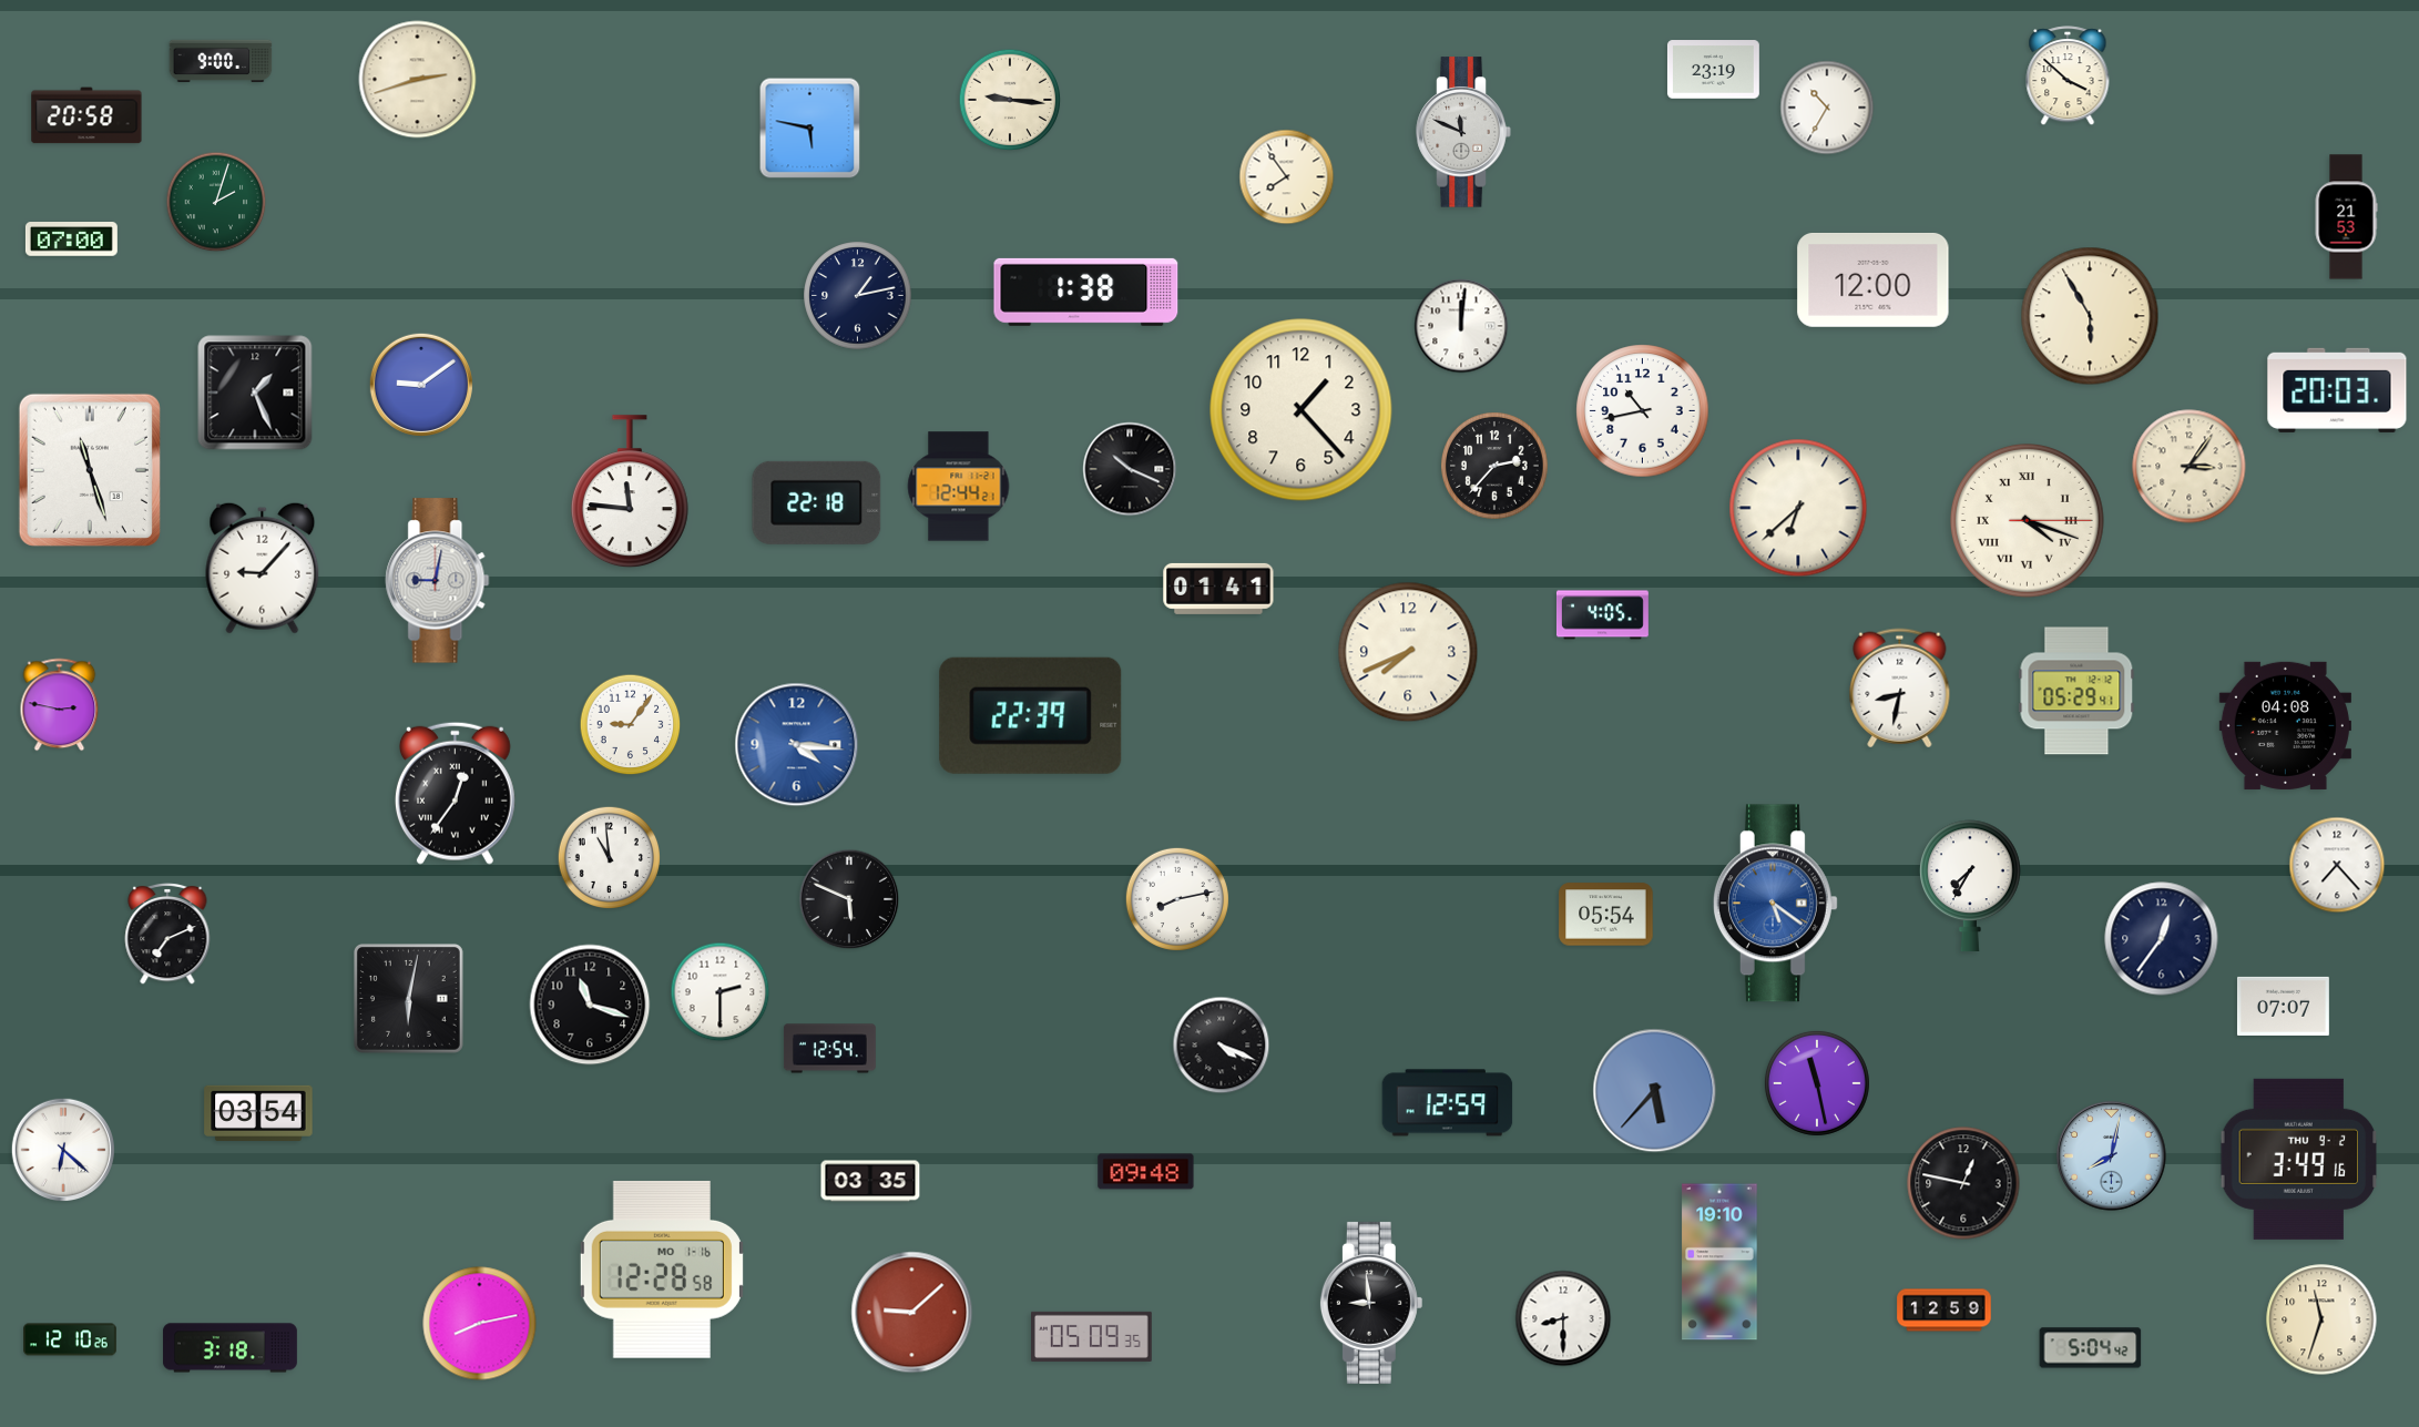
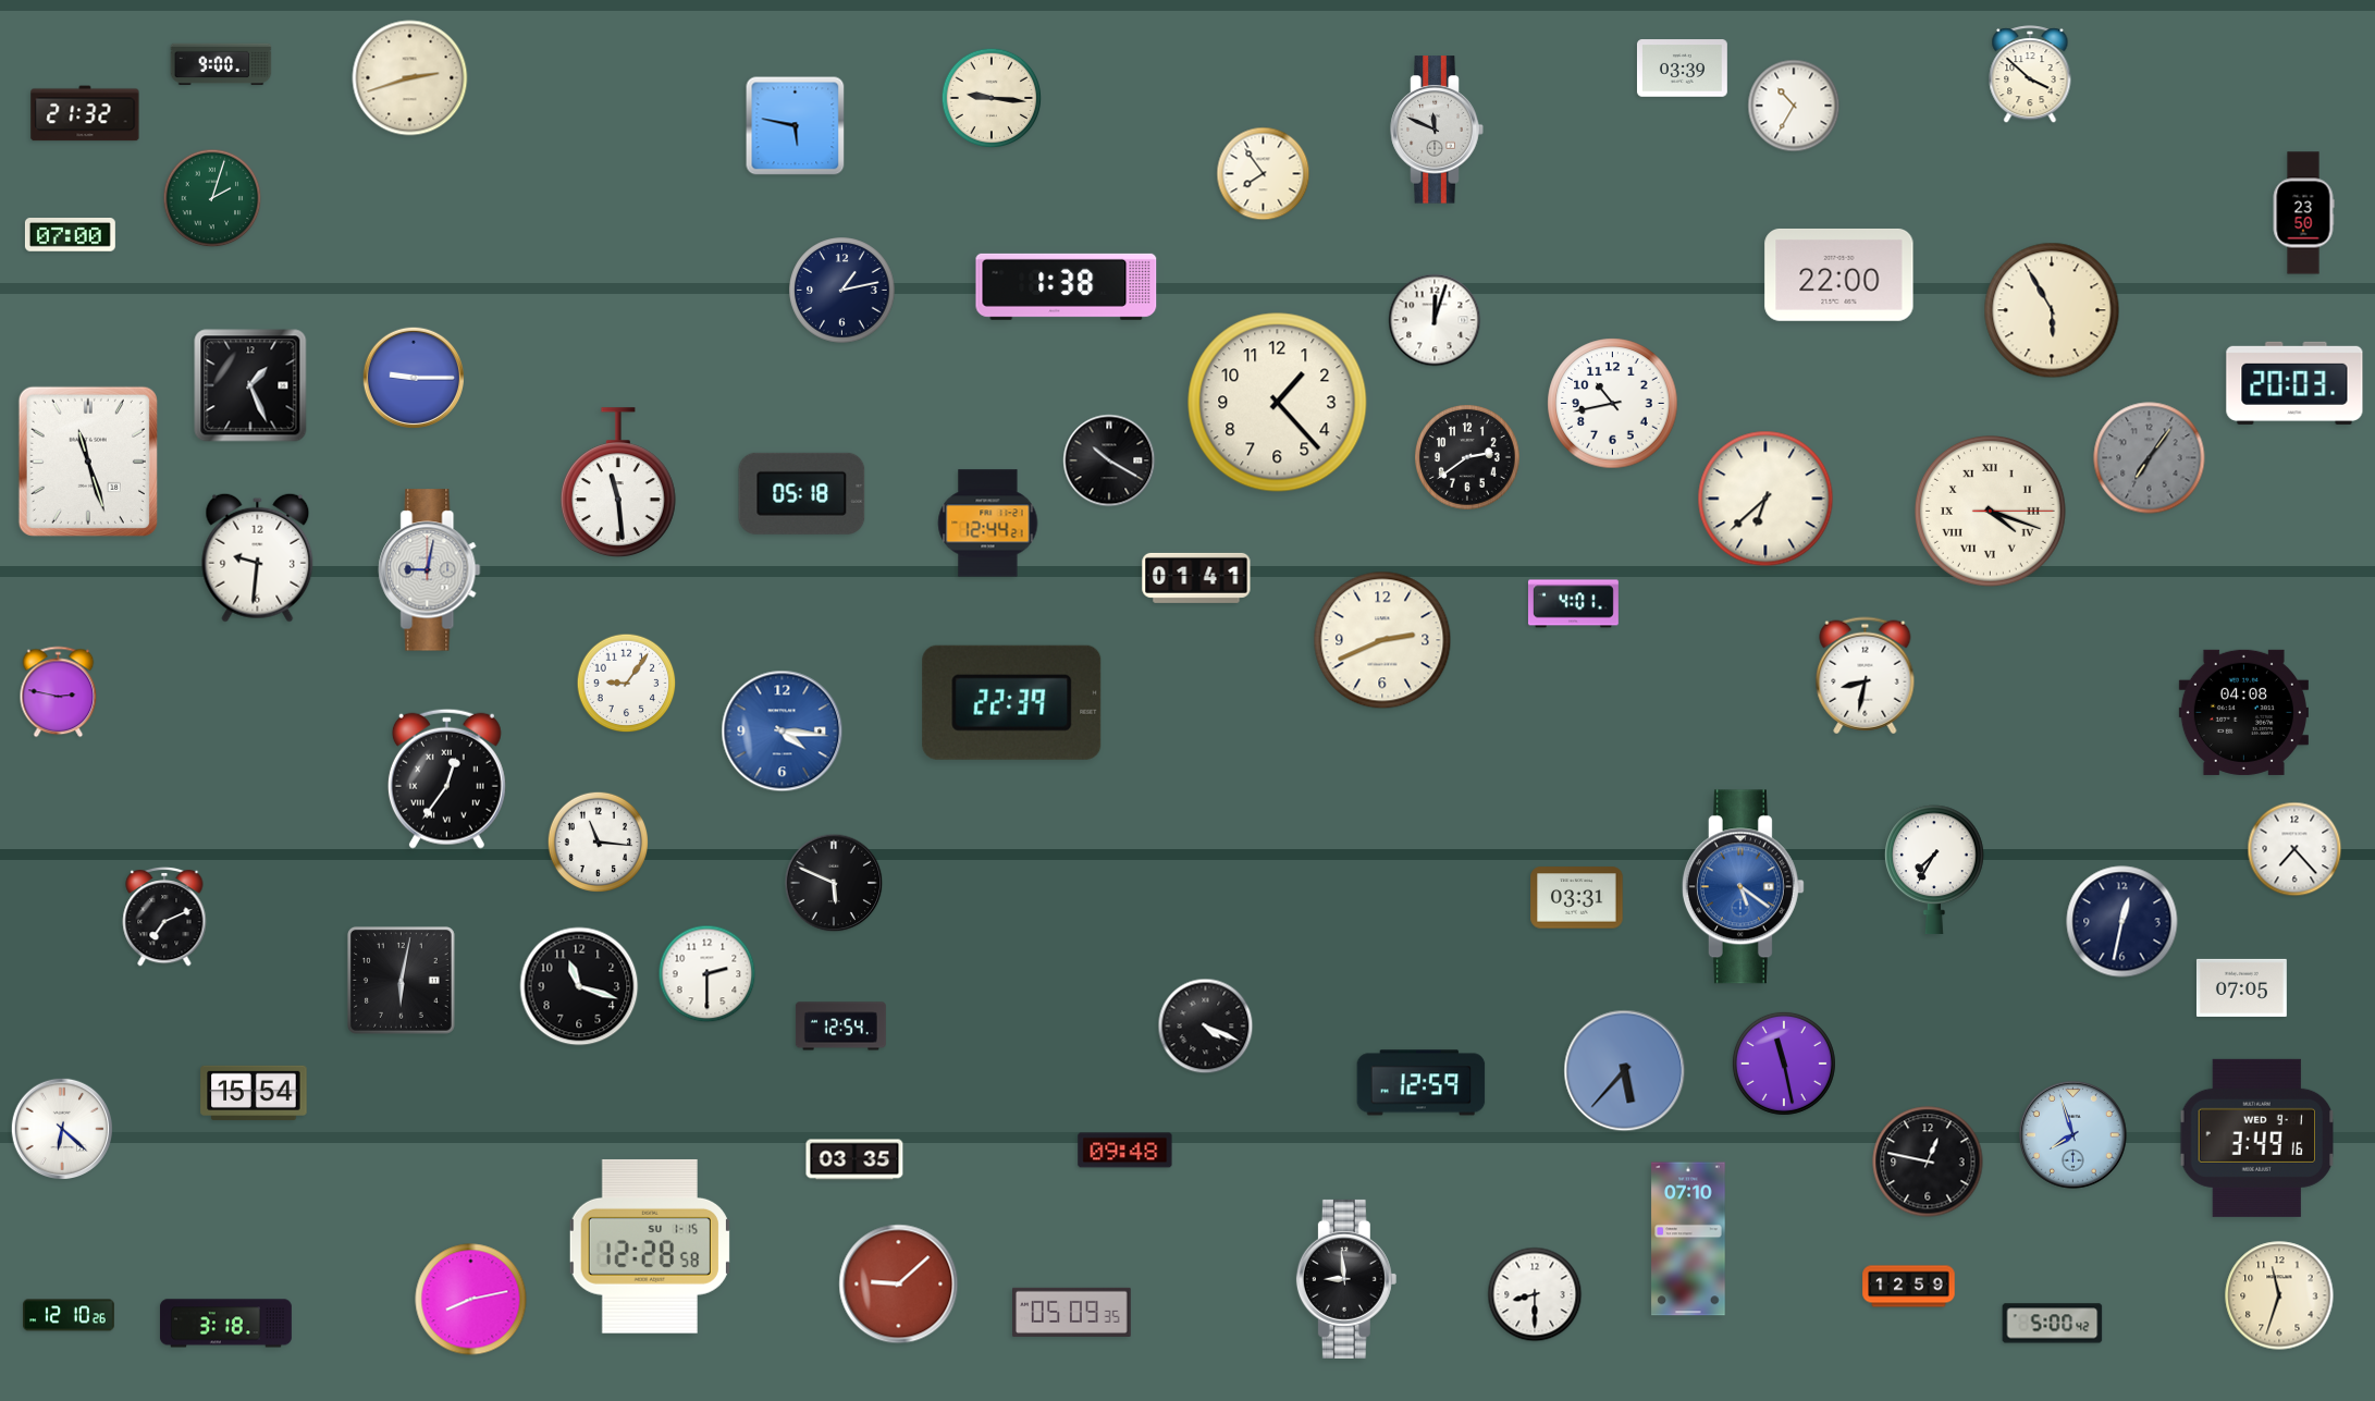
clock at (221, 61) position: (221, 61) -> (221, 64)
clock at (1713, 70): 23:19 -> 03:39
clock at (86, 115): 20:58 -> 21:32
clock at (2346, 217): 21:53 -> 23:50
clock at (1874, 279): 12:00 -> 22:00
clock at (1461, 326): 12:01 -> 12:03
clock at (420, 384): 9:09 -> 9:15
clock at (1496, 467): 2:37 -> 2:39
clock at (2190, 467): 3:06 -> 7:06
clock at (2190, 467) dial: cream -> grey
clock at (1130, 469): 10:19 -> 10:20
clock at (959, 487) position: (959, 487) -> (988, 524)
clock at (630, 492): 11:46 -> 11:29
clock at (817, 502): 22:18 -> 05:18
clock at (263, 568): 9:07 -> 9:31
clock at (1602, 615): 4:05 -> 4:01
clock at (1408, 652): 7:41 -> 2:41
clock at (2076, 691): 05:29 -> none
clock at (631, 725) position: (631, 725) -> (627, 684)
clock at (609, 857): 10:59 -> 11:16
clock at (1177, 899): 8:13 -> none
clock at (1606, 915): 05:54 -> 03:31
clock at (2162, 939): 12:36 -> 12:32
clock at (2283, 1006): 07:07 -> 07:05
clock at (1222, 1046) position: (1222, 1046) -> (1206, 1027)
clock at (829, 1049) position: (829, 1049) -> (840, 1027)
clock at (258, 1113): 03:54 -> 15:54
clock at (2112, 1156): 8:02 -> 7:57
clock at (2299, 1159) date: THU 9-2 -> WED 9-1
clock at (1719, 1262): 19:10 -> 07:10
clock at (662, 1270) date: MO 1-16 -> SU 1-15
clock at (912, 1313) position: (912, 1313) -> (899, 1285)
clock at (2091, 1348): 5:04 -> 5:00
